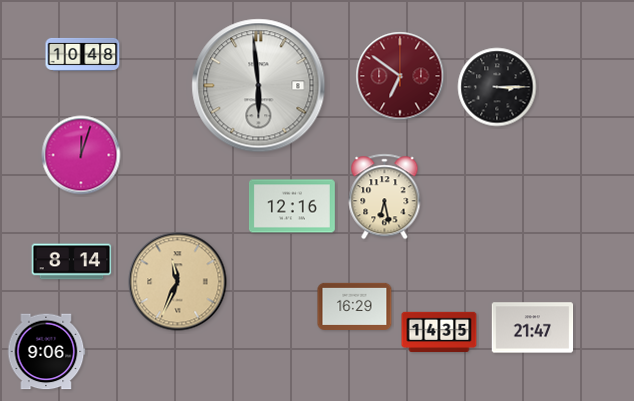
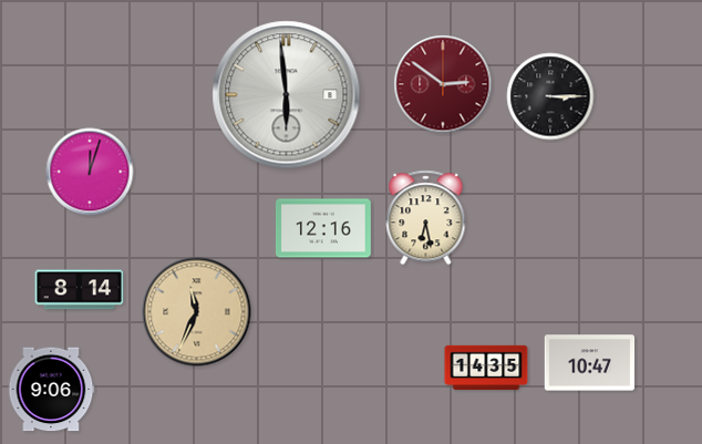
clock at (83, 54): 10:48 -> none
clock at (400, 76): 6:51 -> 2:51
clock at (355, 306): 16:29 -> none
clock at (533, 328): 21:47 -> 10:47
